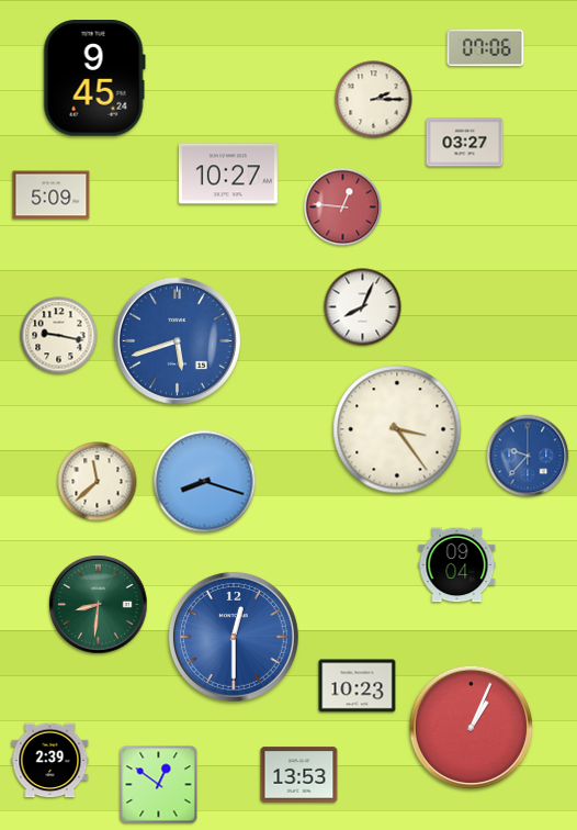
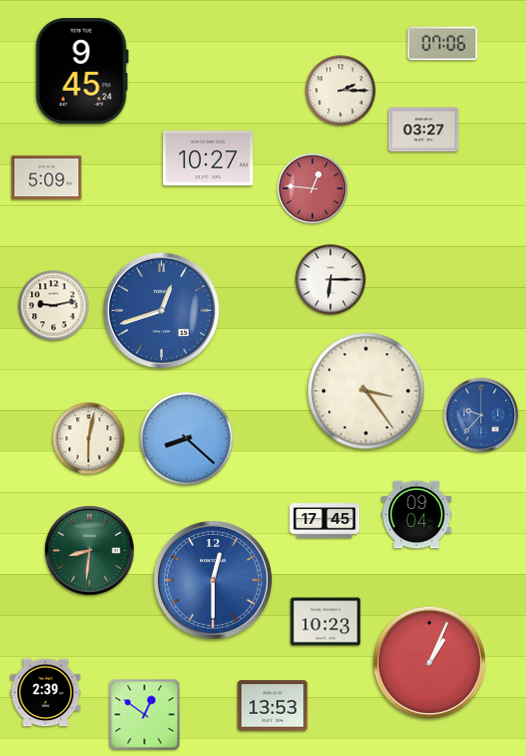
clock at (94, 78) position: (94, 78) -> (82, 71)
clock at (363, 307): 8:04 -> 6:15
clock at (59, 336): 9:17 -> 9:13
clock at (177, 340): 5:42 -> 12:42
clock at (397, 429) position: (397, 429) -> (366, 391)
clock at (98, 482): 11:38 -> 6:02
clock at (205, 482): 8:18 -> 8:22
clock at (325, 521): none -> 17:45
clock at (358, 686) position: (358, 686) -> (326, 622)
